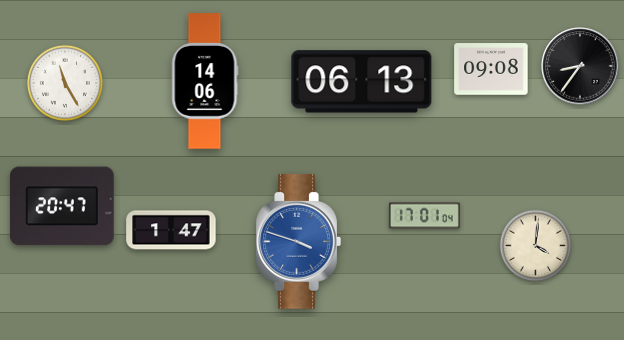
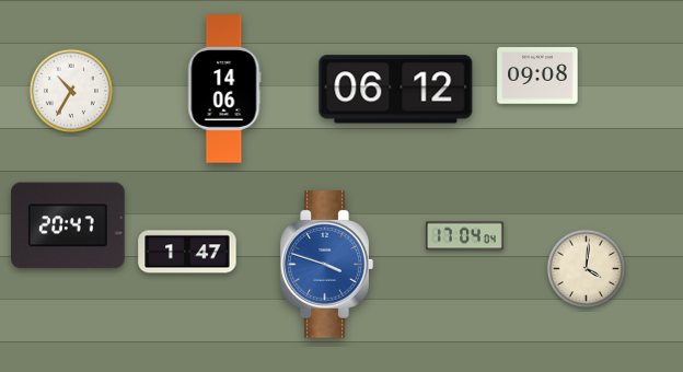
clock at (580, 66): 8:36 -> none
clock at (362, 82): 06:13 -> 06:12
clock at (65, 83): 11:25 -> 10:35
clock at (424, 216): 17:01 -> 17:04
